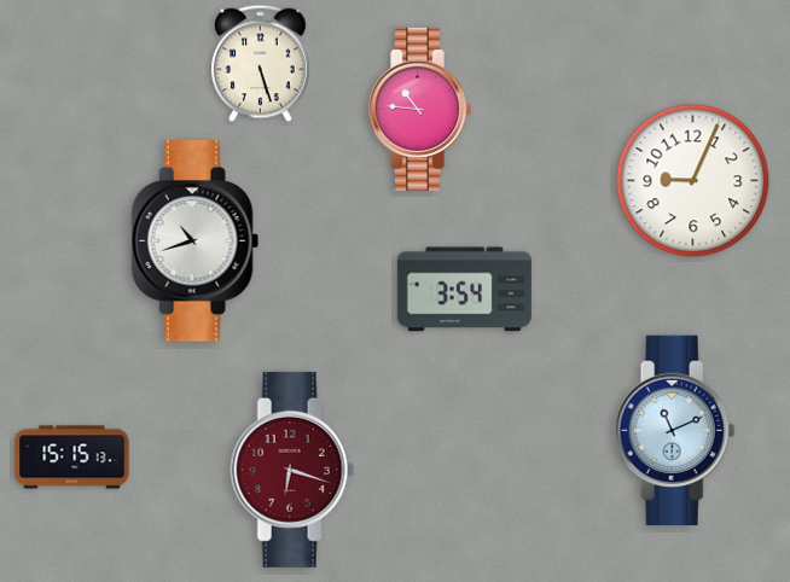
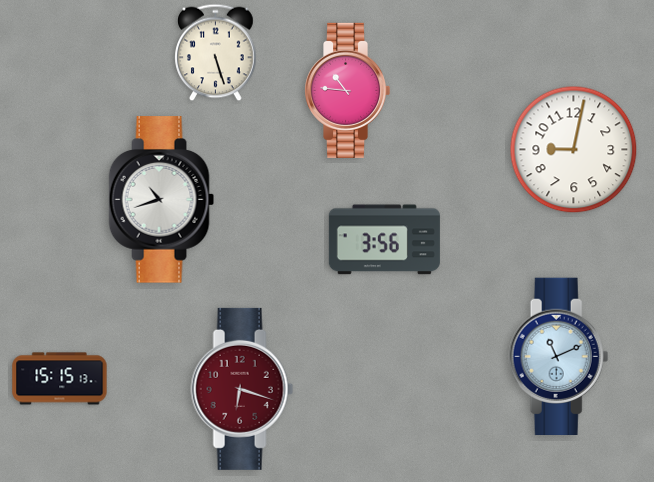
clock at (693, 181): 9:04 -> 9:02
clock at (464, 290): 3:54 -> 3:56
